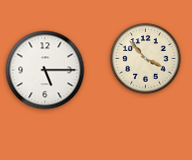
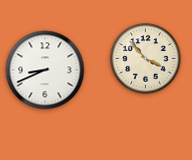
clock at (45, 70): 5:15 -> 8:41
